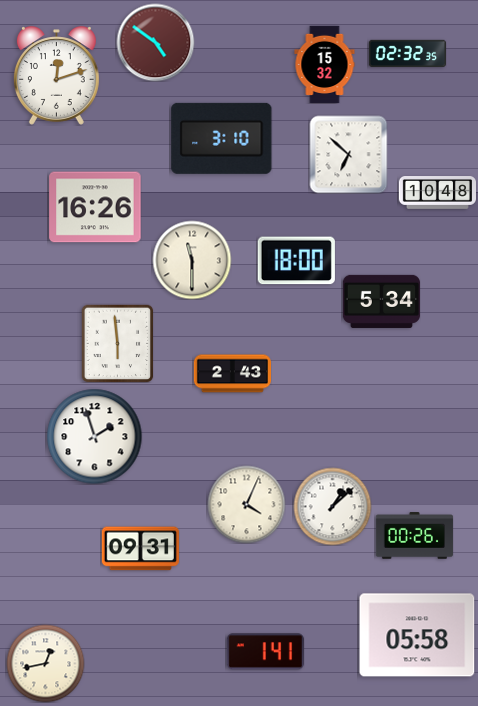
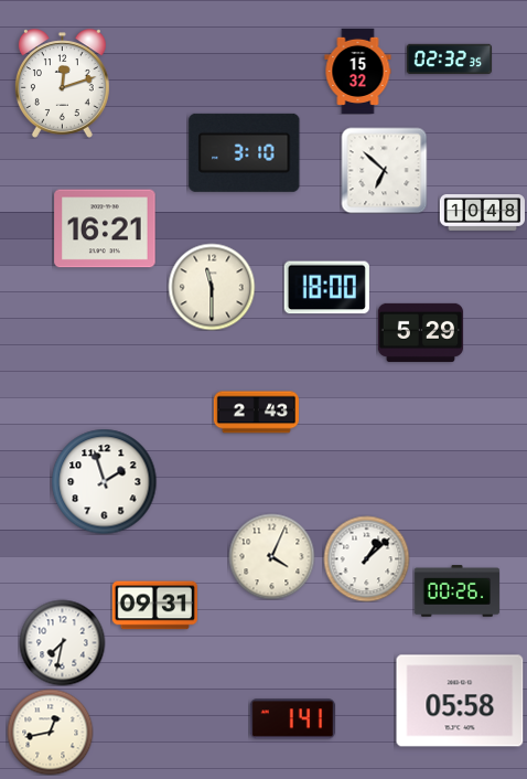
clock at (155, 42): 4:51 -> none
clock at (95, 207): 16:26 -> 16:21
clock at (381, 301): 5:34 -> 5:29
clock at (118, 343): 5:59 -> none
clock at (62, 642): none -> 7:32
